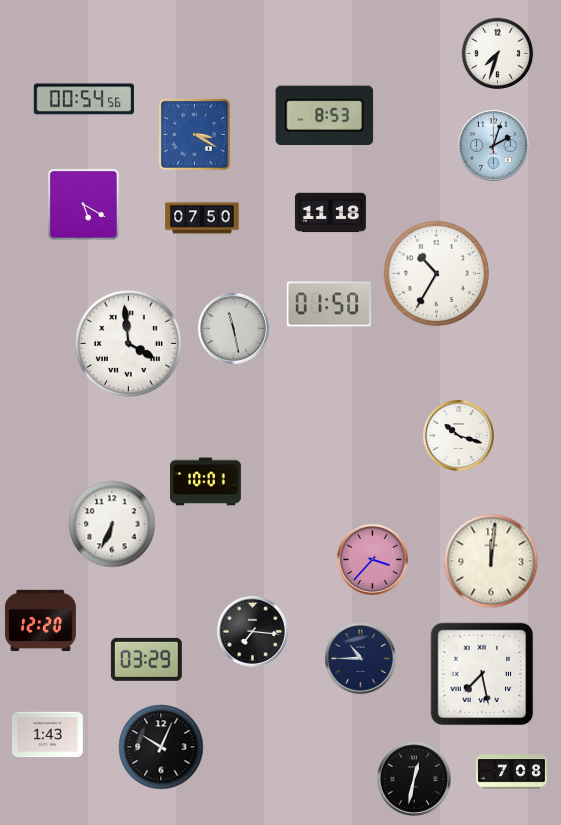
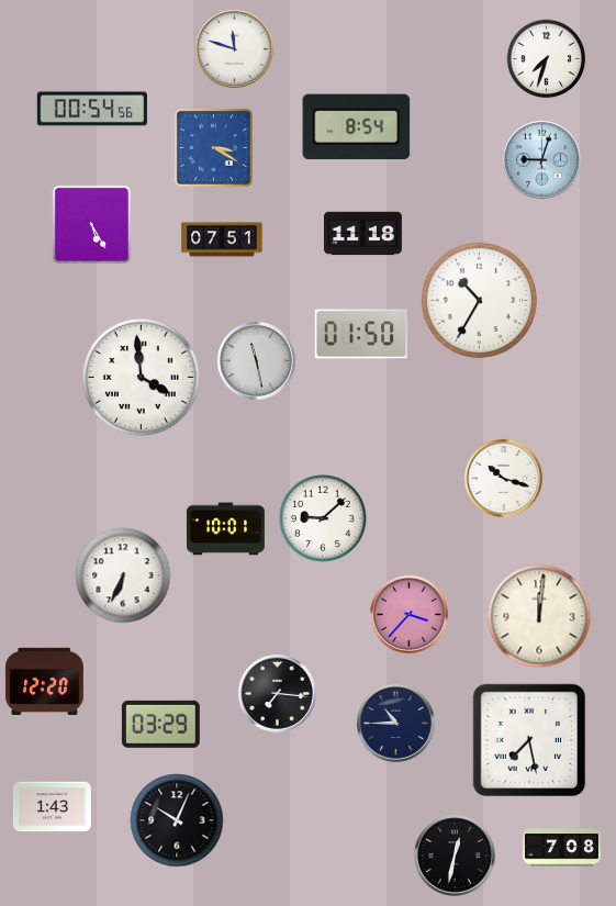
clock at (234, 48): none -> 11:48
clock at (325, 116): 8:53 -> 8:54
clock at (493, 145): 2:03 -> 9:03
clock at (83, 204): 5:20 -> 5:25
clock at (202, 218): 07:50 -> 07:51
clock at (323, 518): none -> 9:08
